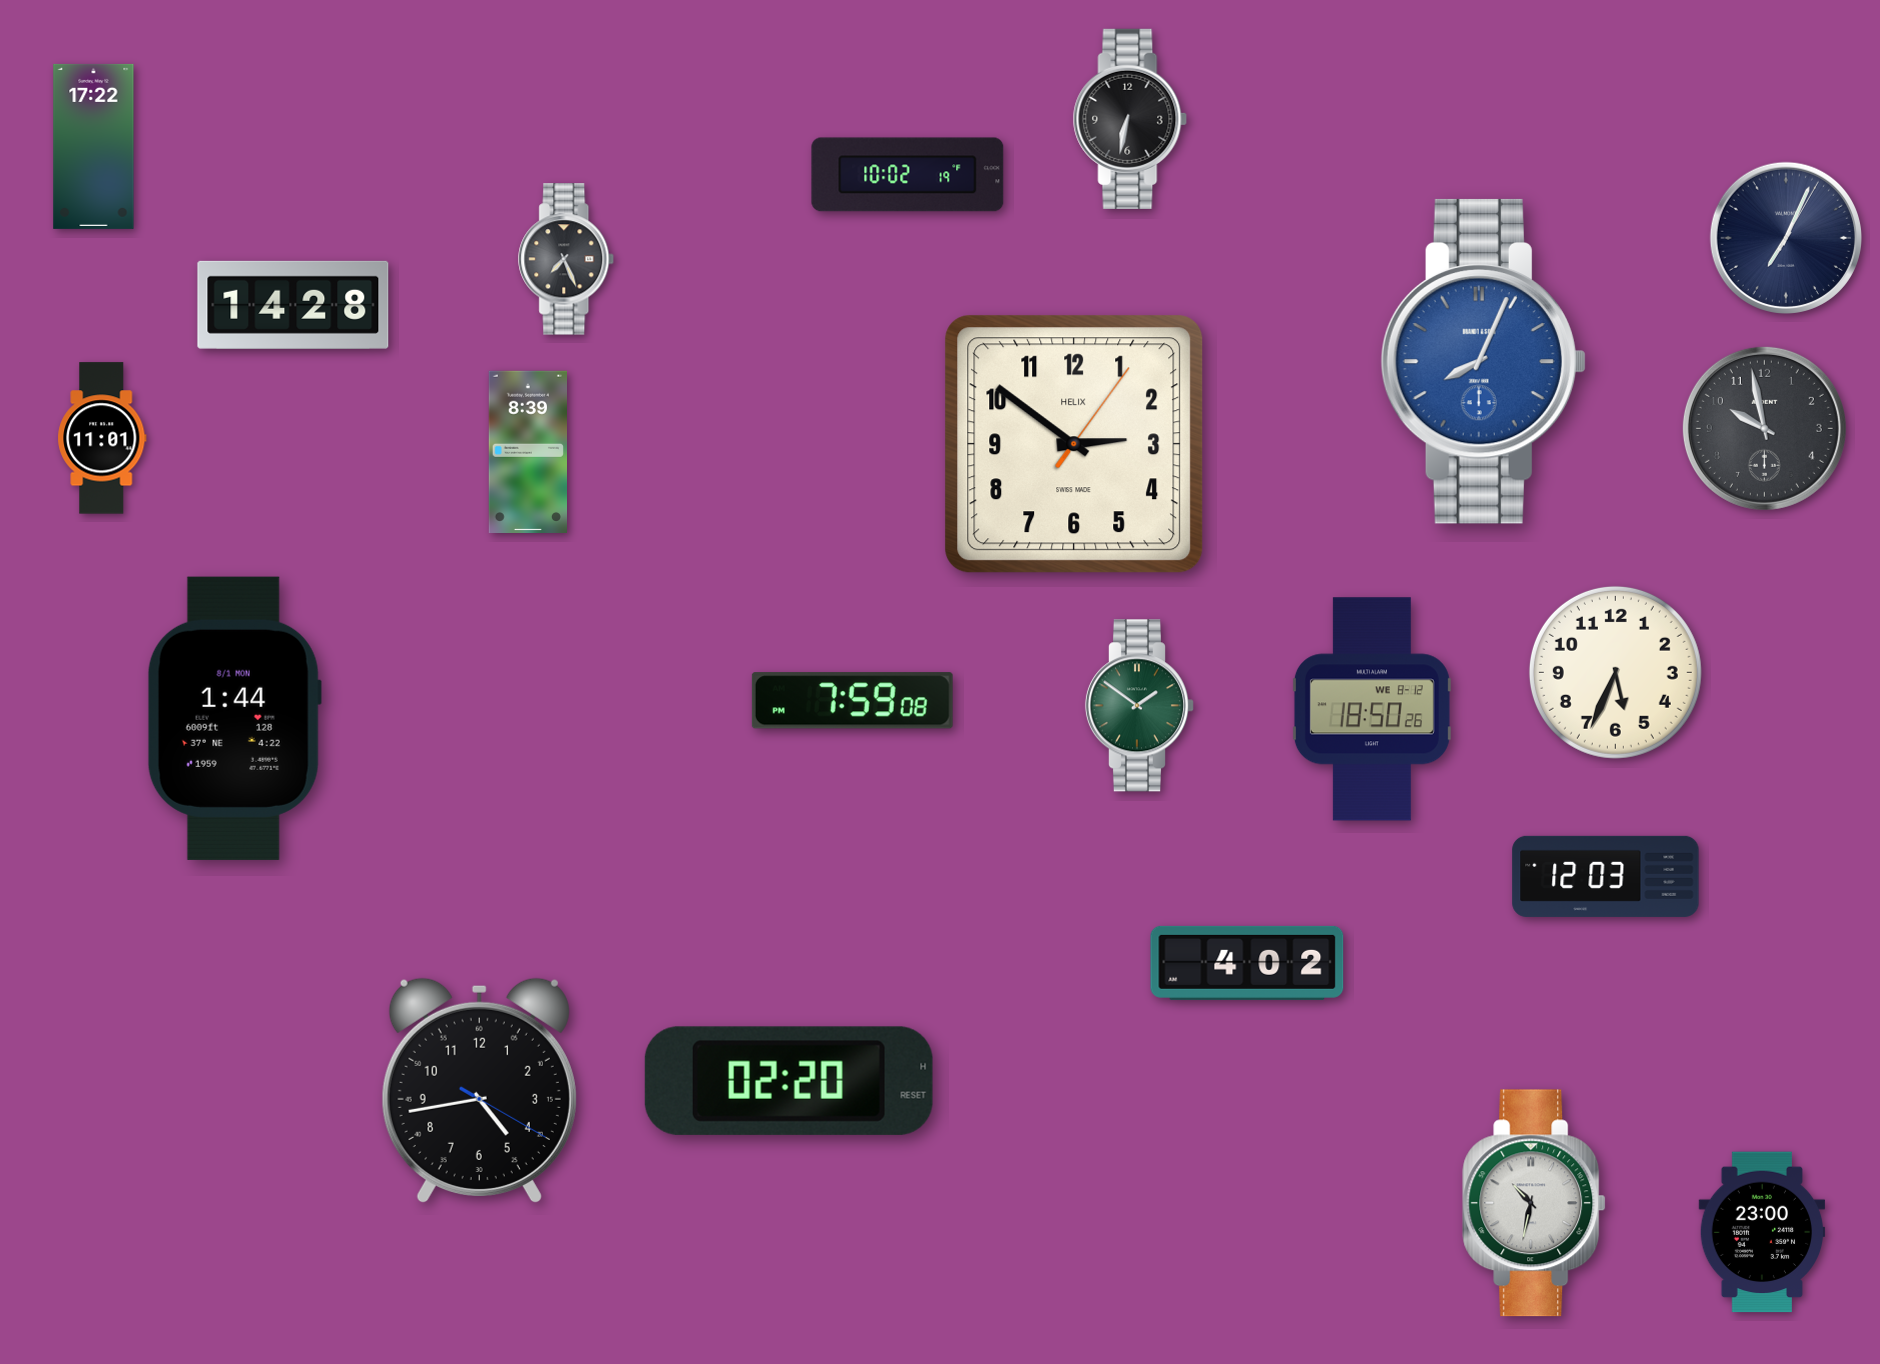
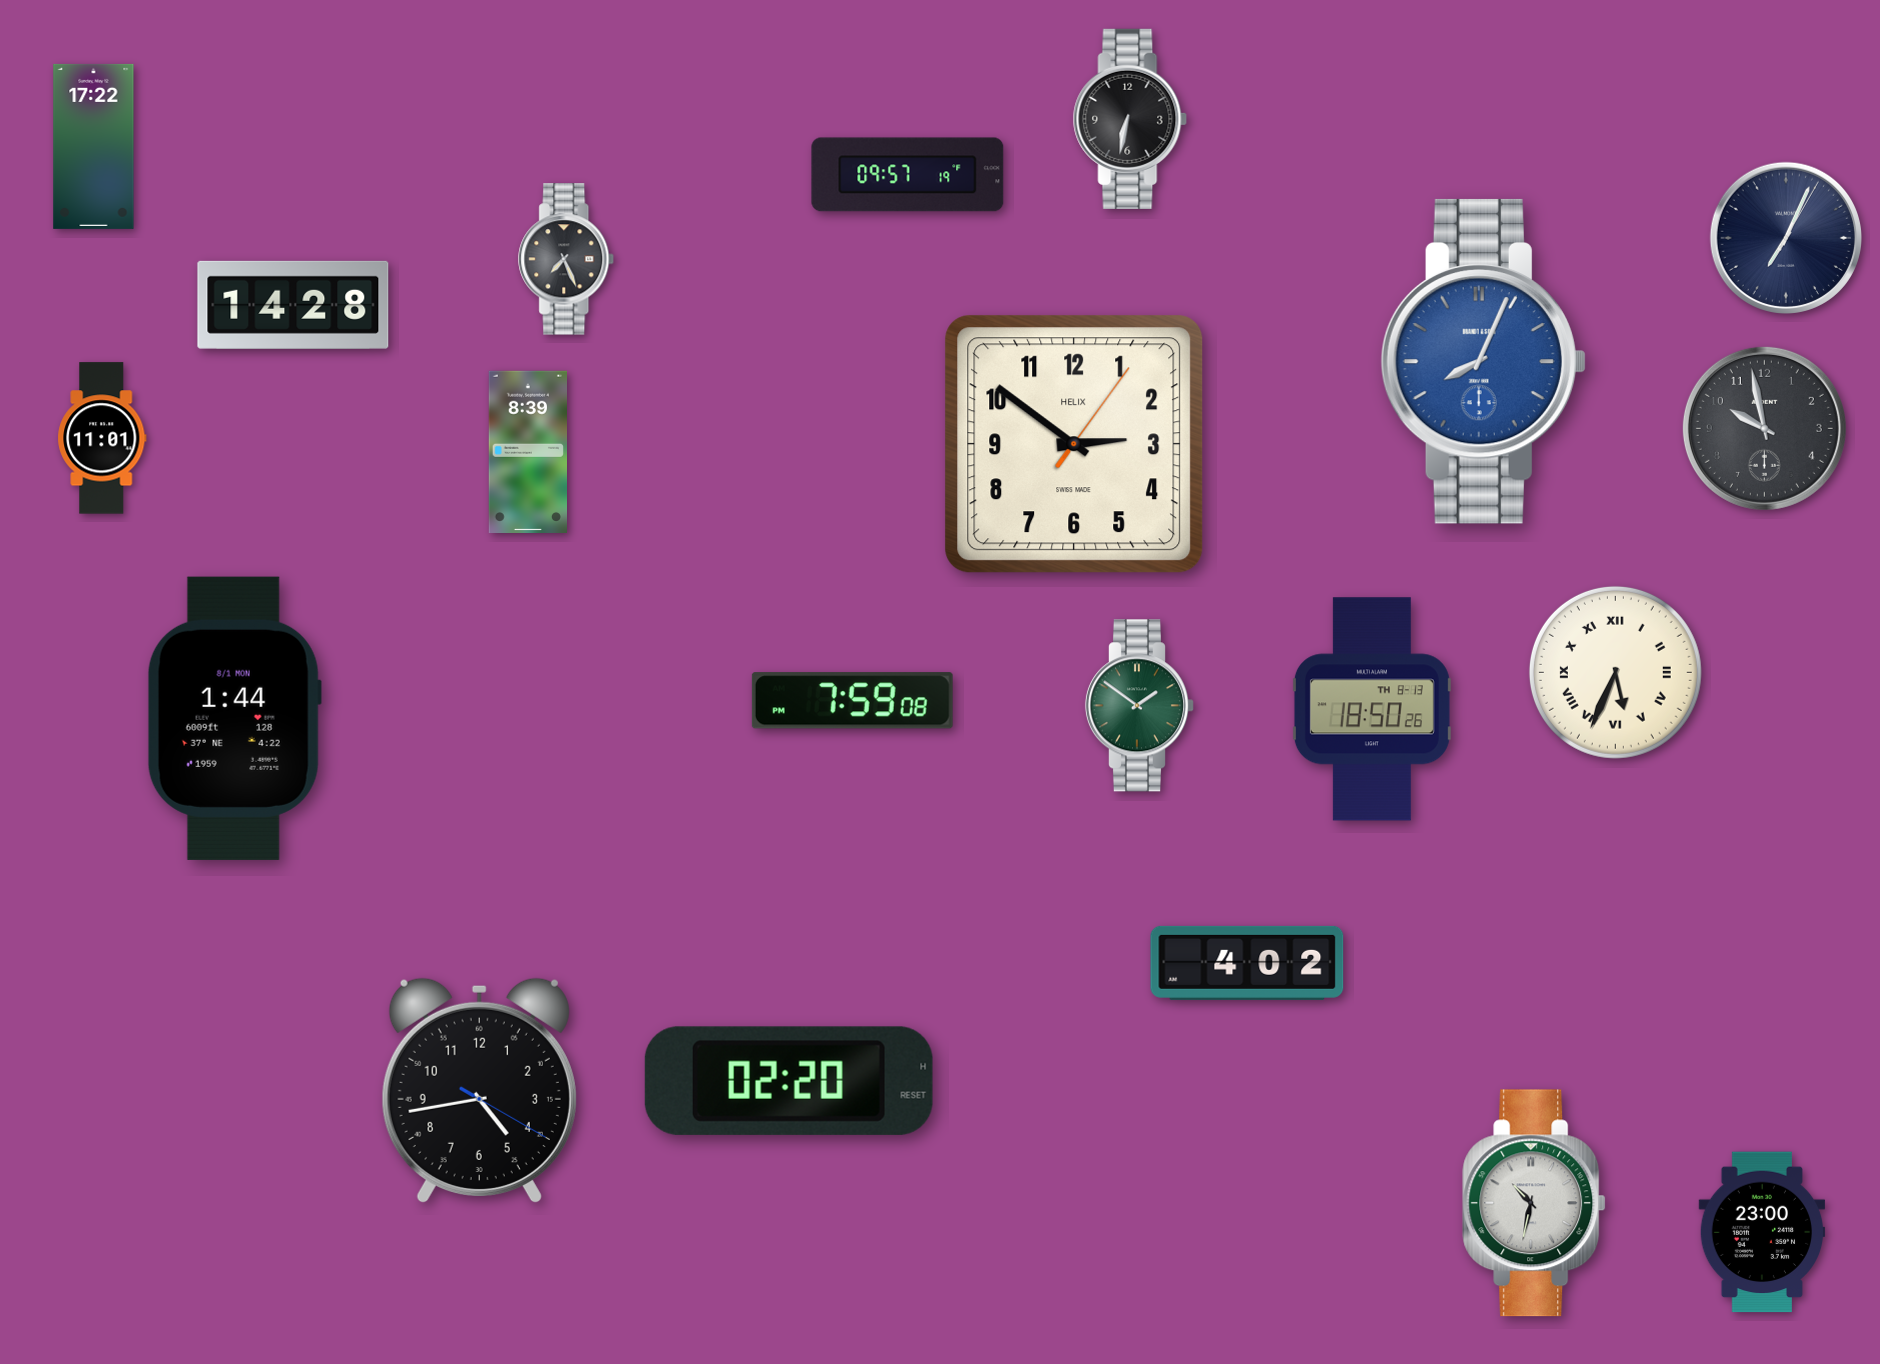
clock at (908, 175): 10:02 -> 09:57
clock at (1615, 672) numerals: Arabic -> Roman
clock at (1372, 709) date: WE 8-12 -> TH 8-13
clock at (1606, 876): 12:03 -> none
